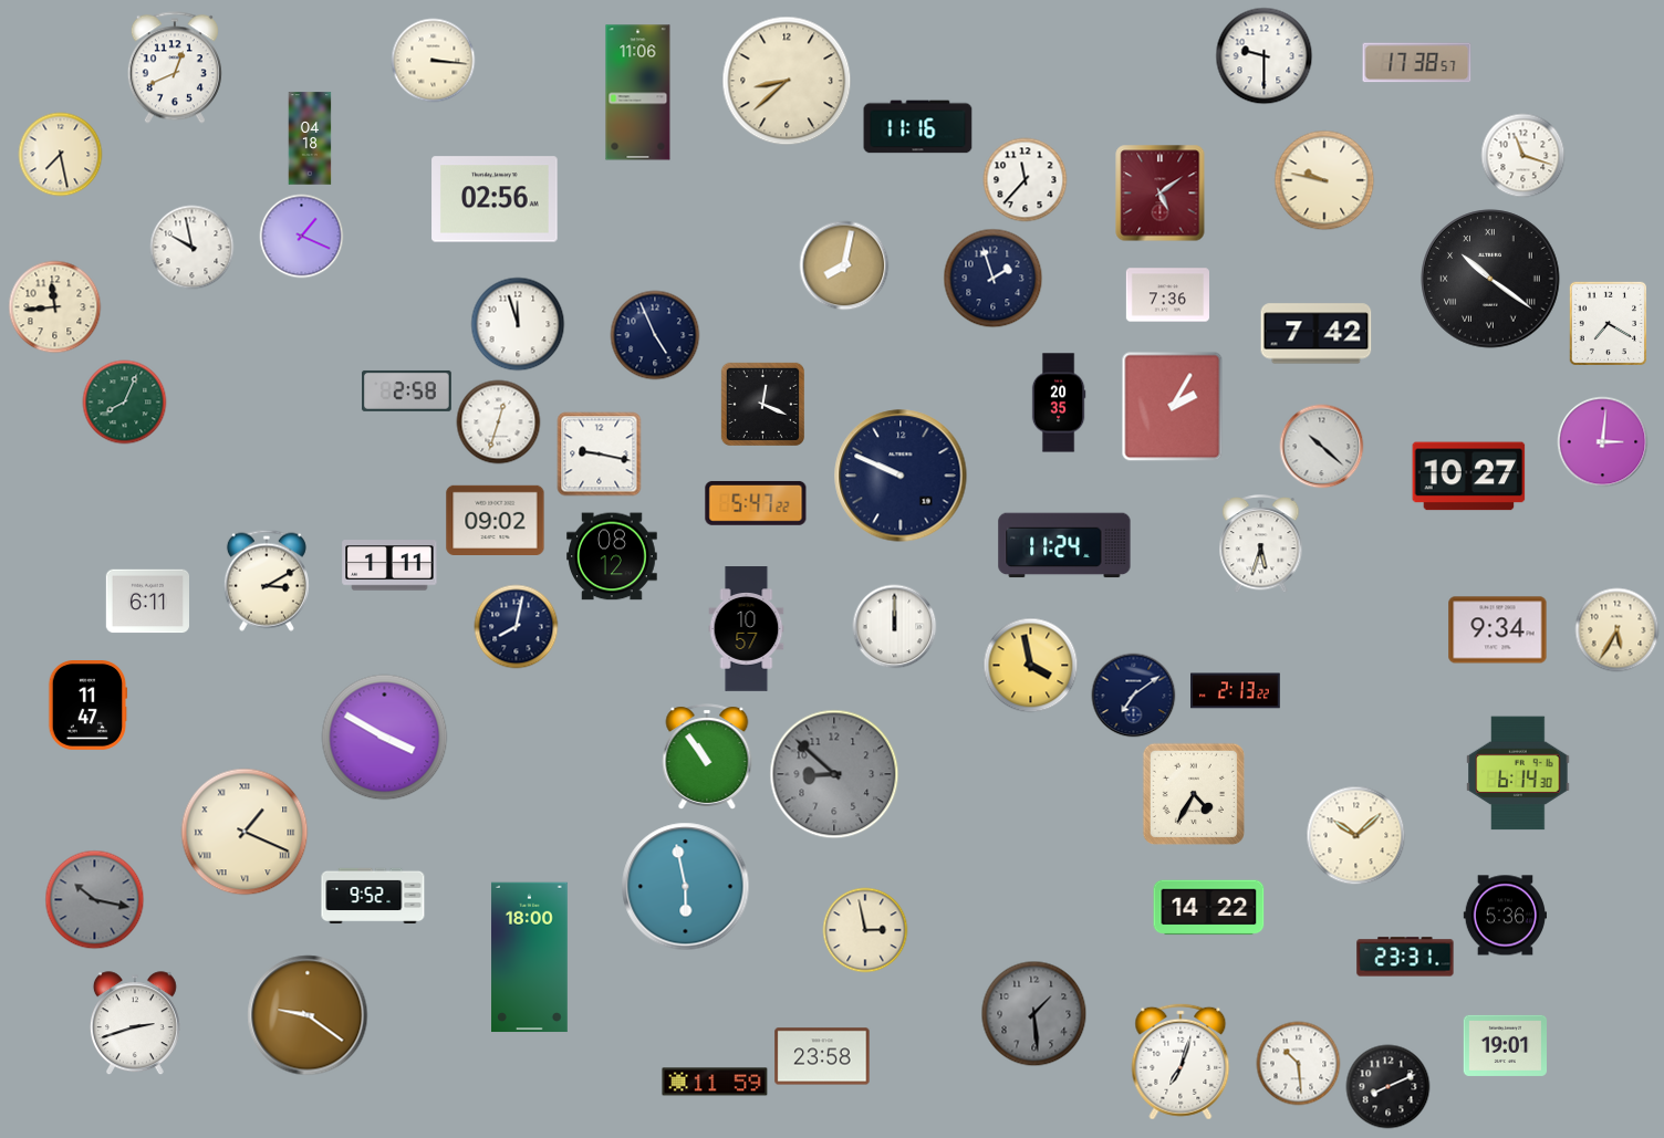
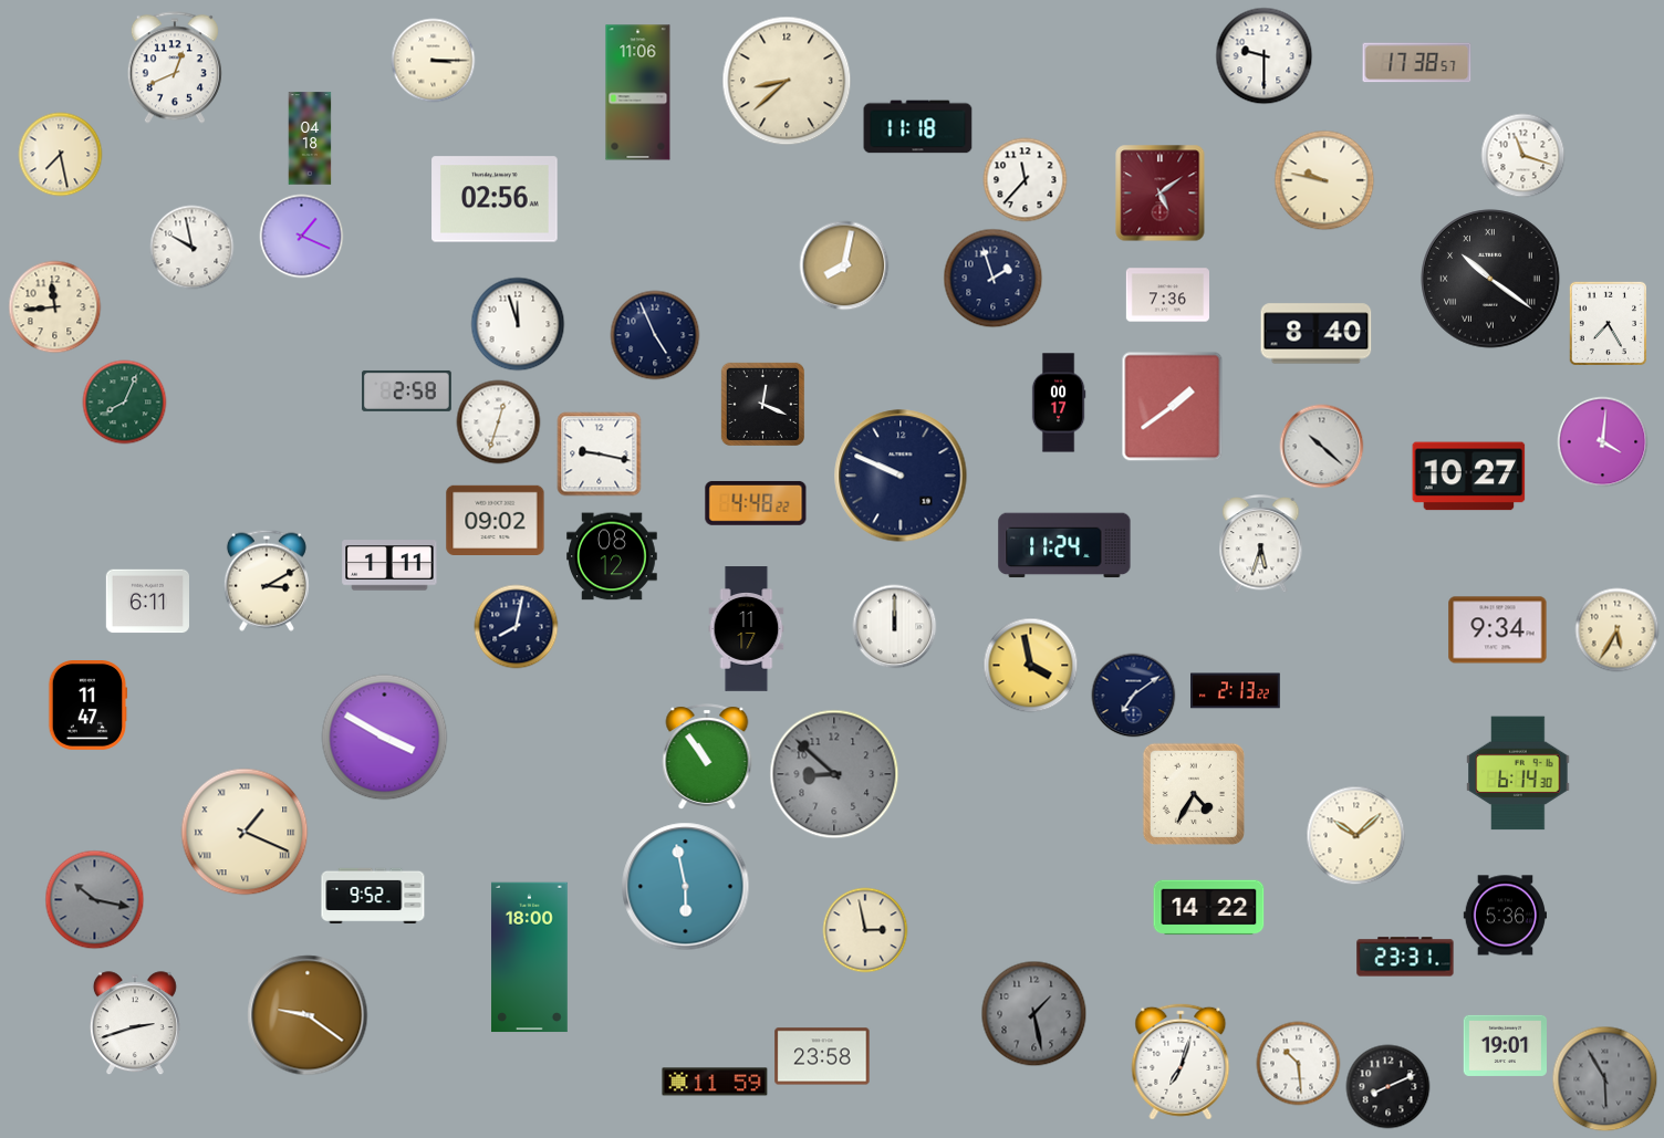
clock at (434, 61): 3:16 -> 3:15
clock at (918, 127): 11:16 -> 11:18
clock at (1608, 323): 7:20 -> 7:25
clock at (1317, 334): 7:42 -> 8:40
clock at (1059, 403): 20:35 -> 00:17
clock at (1173, 407): 2:05 -> 1:39
clock at (1603, 442): 3:01 -> 4:01
clock at (756, 503): 5:47 -> 4:48
clock at (747, 629): 10:57 -> 11:17
clock at (1034, 1014): 1:29 -> 1:28
clock at (1605, 1079): none -> 5:55
